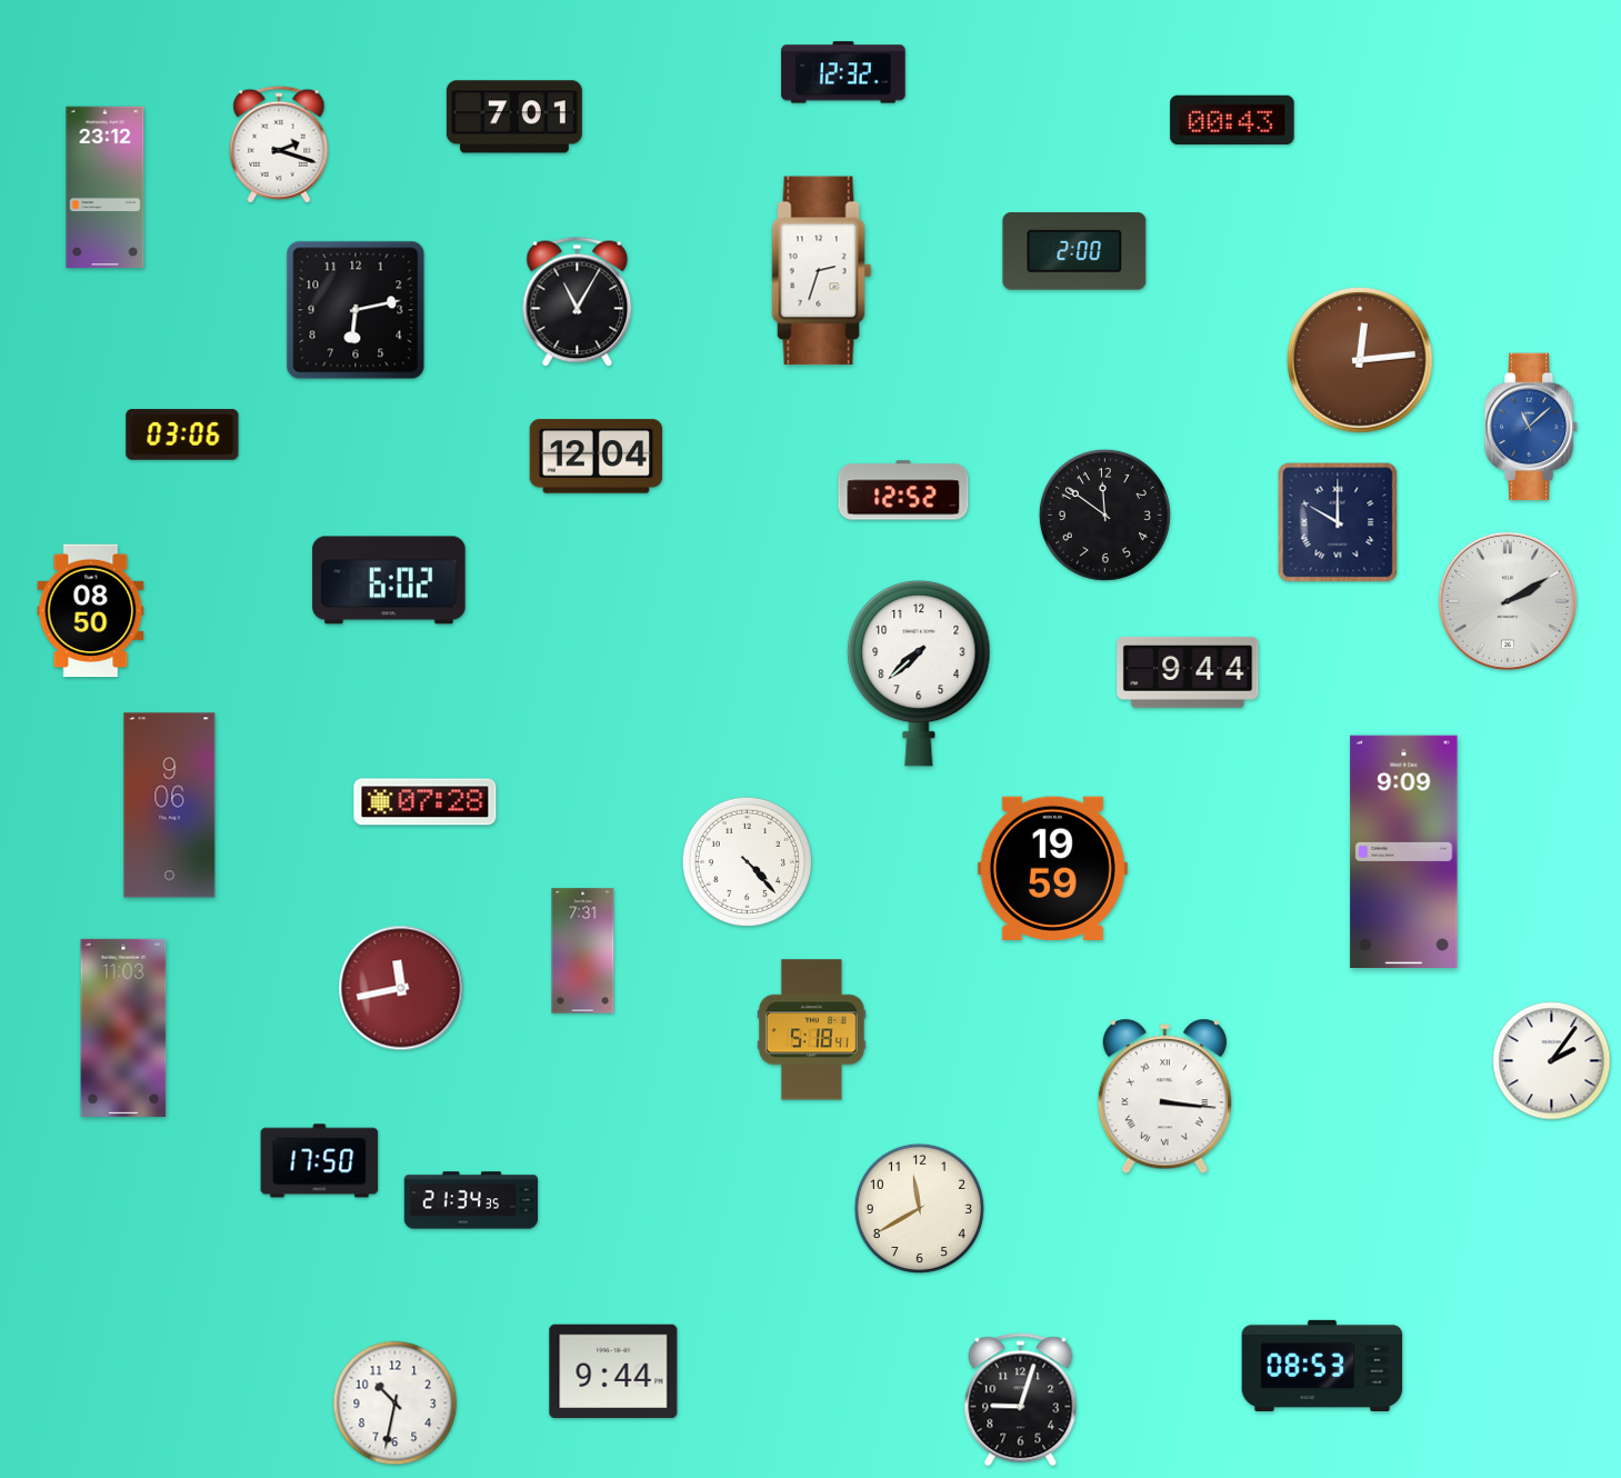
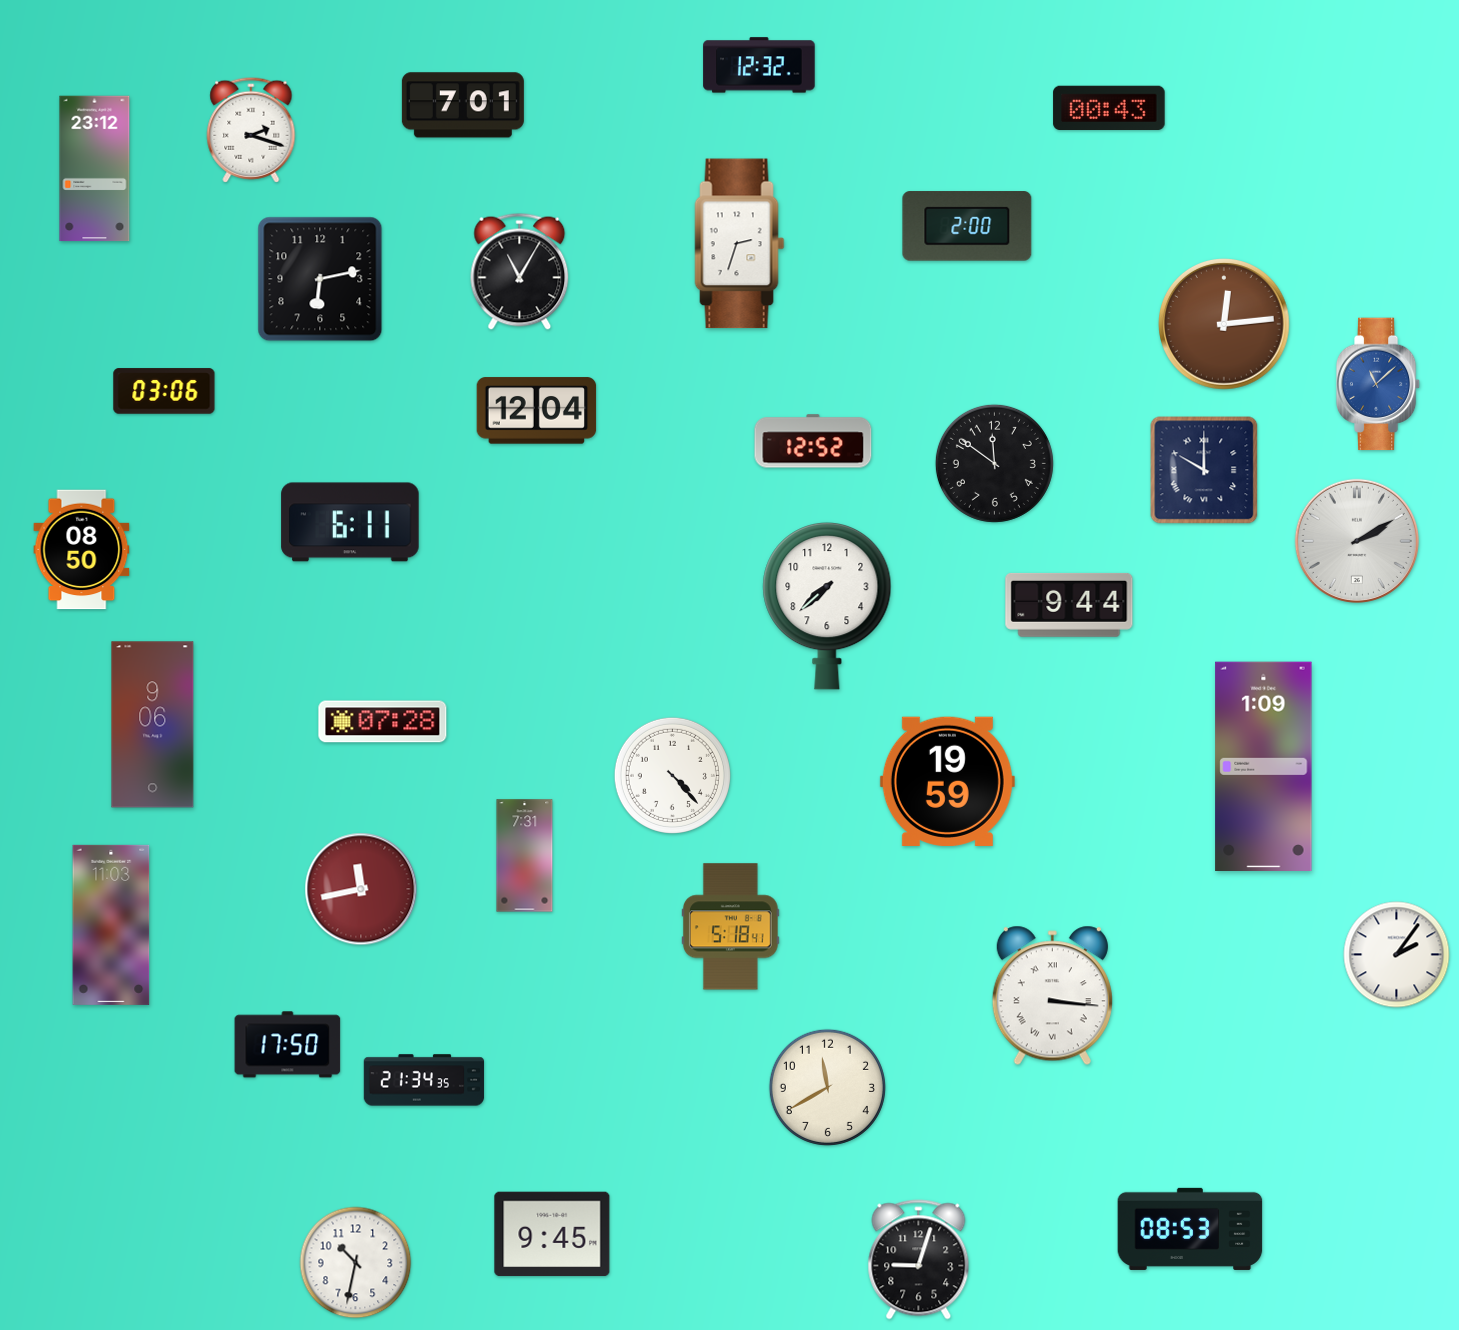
clock at (389, 580): 6:02 -> 6:11
clock at (1404, 851): 9:09 -> 1:09
clock at (1164, 1097) position: (1164, 1097) -> (1052, 996)
clock at (613, 1371): 9:44 -> 9:45
